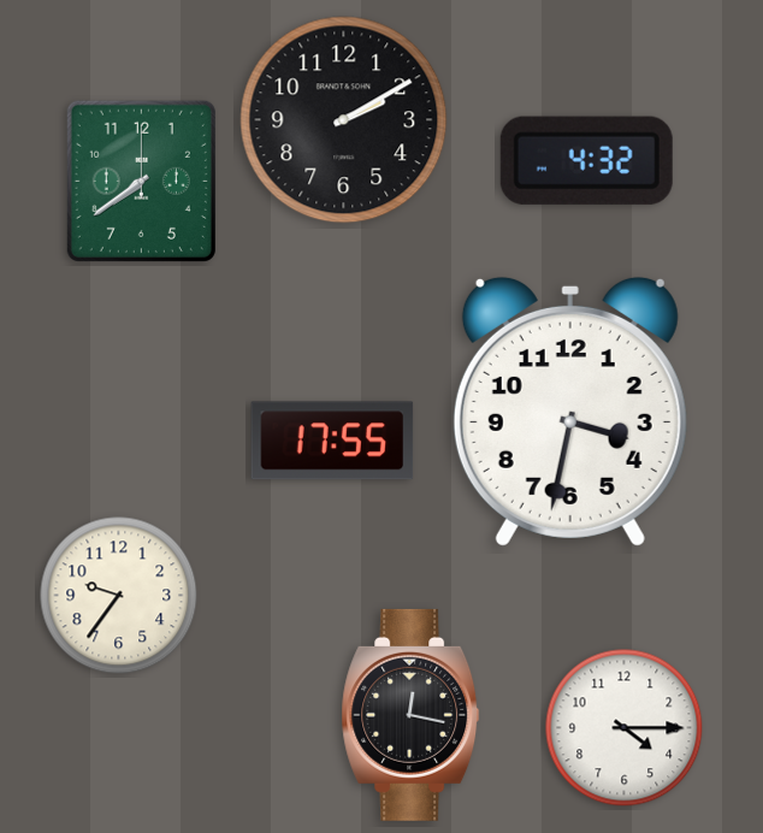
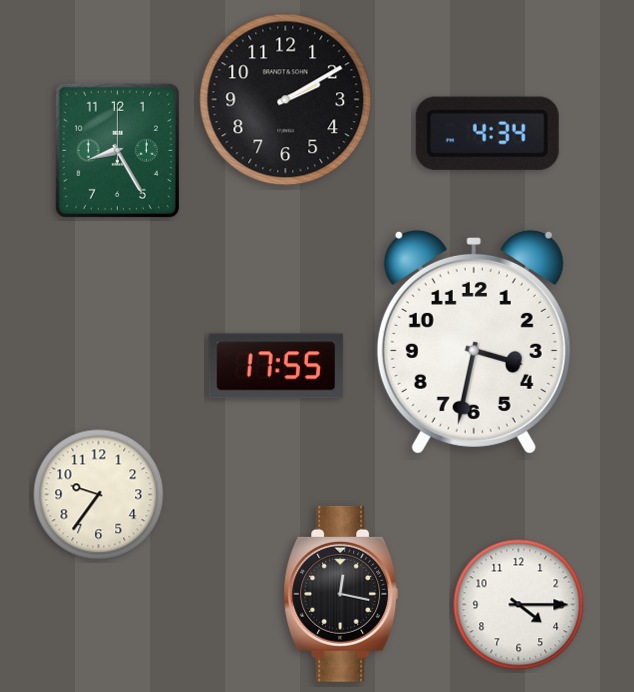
clock at (586, 160): 4:32 -> 4:34
clock at (141, 181): 7:39 -> 8:25
